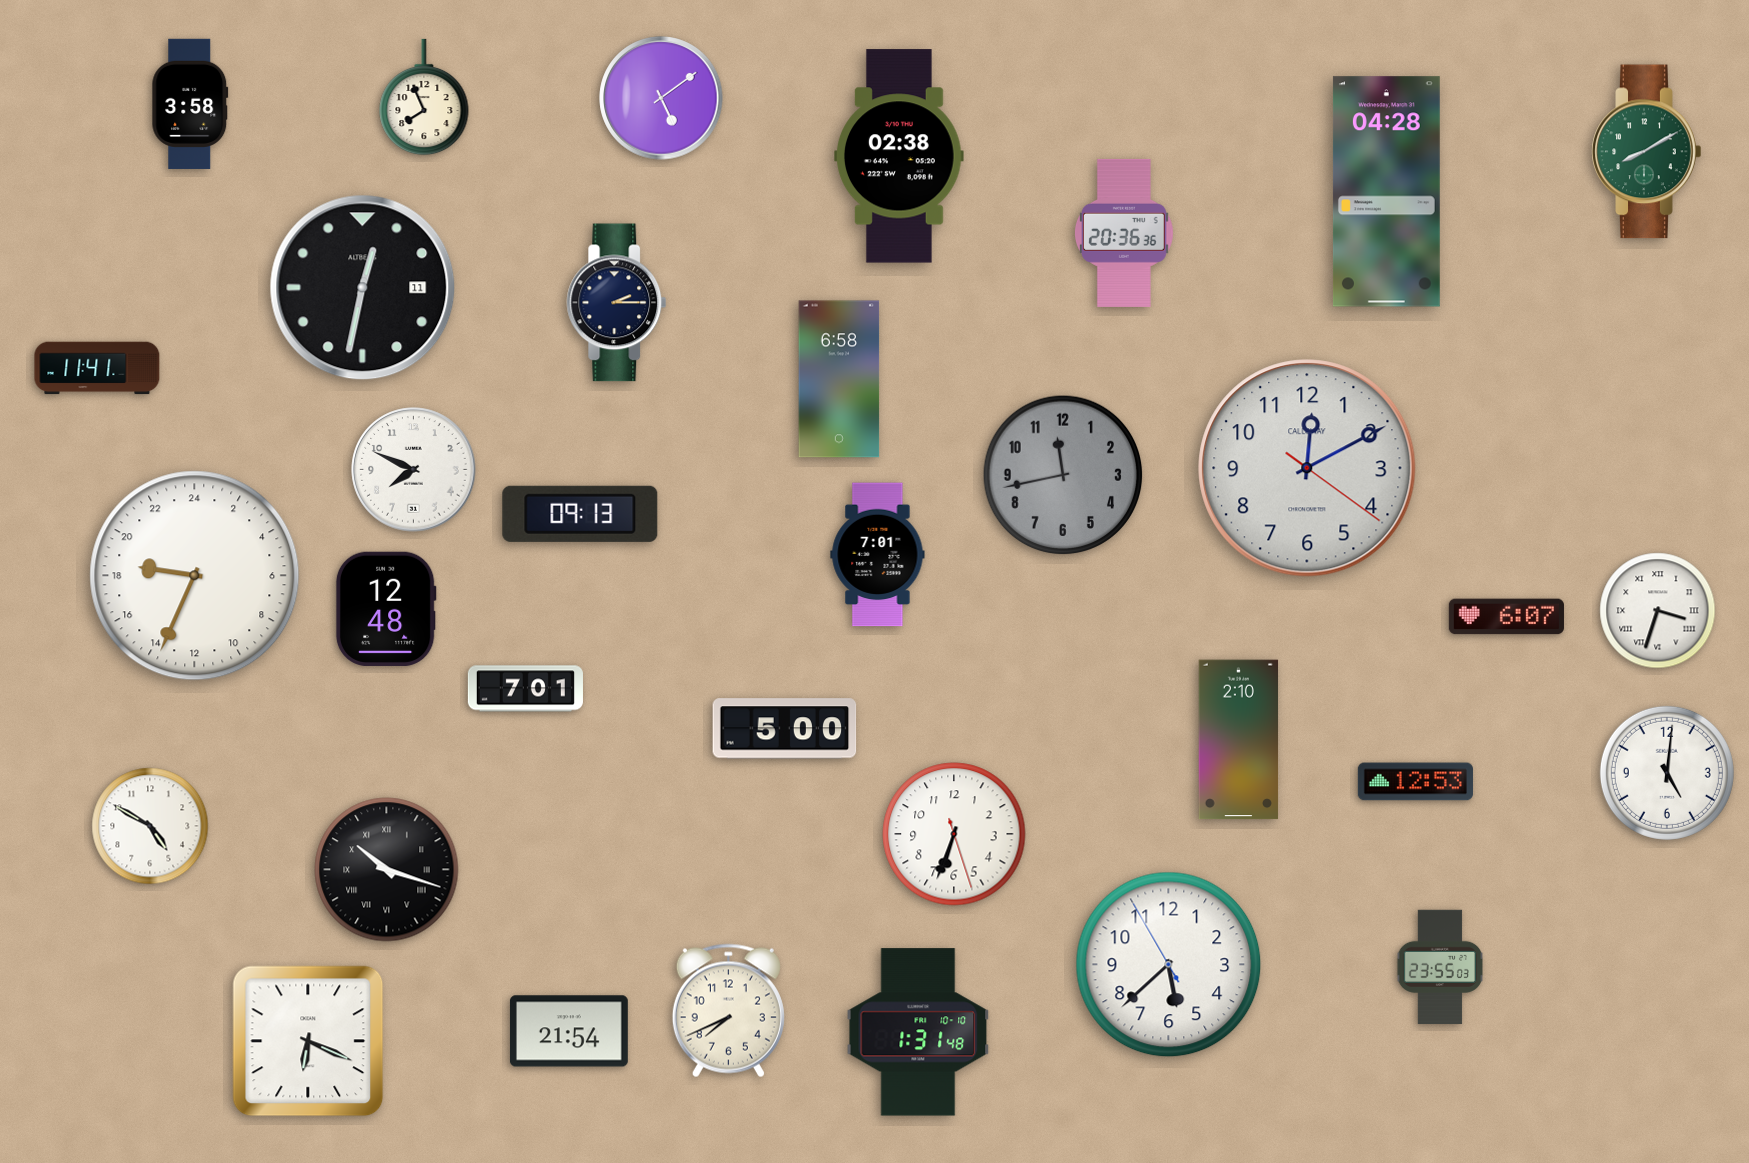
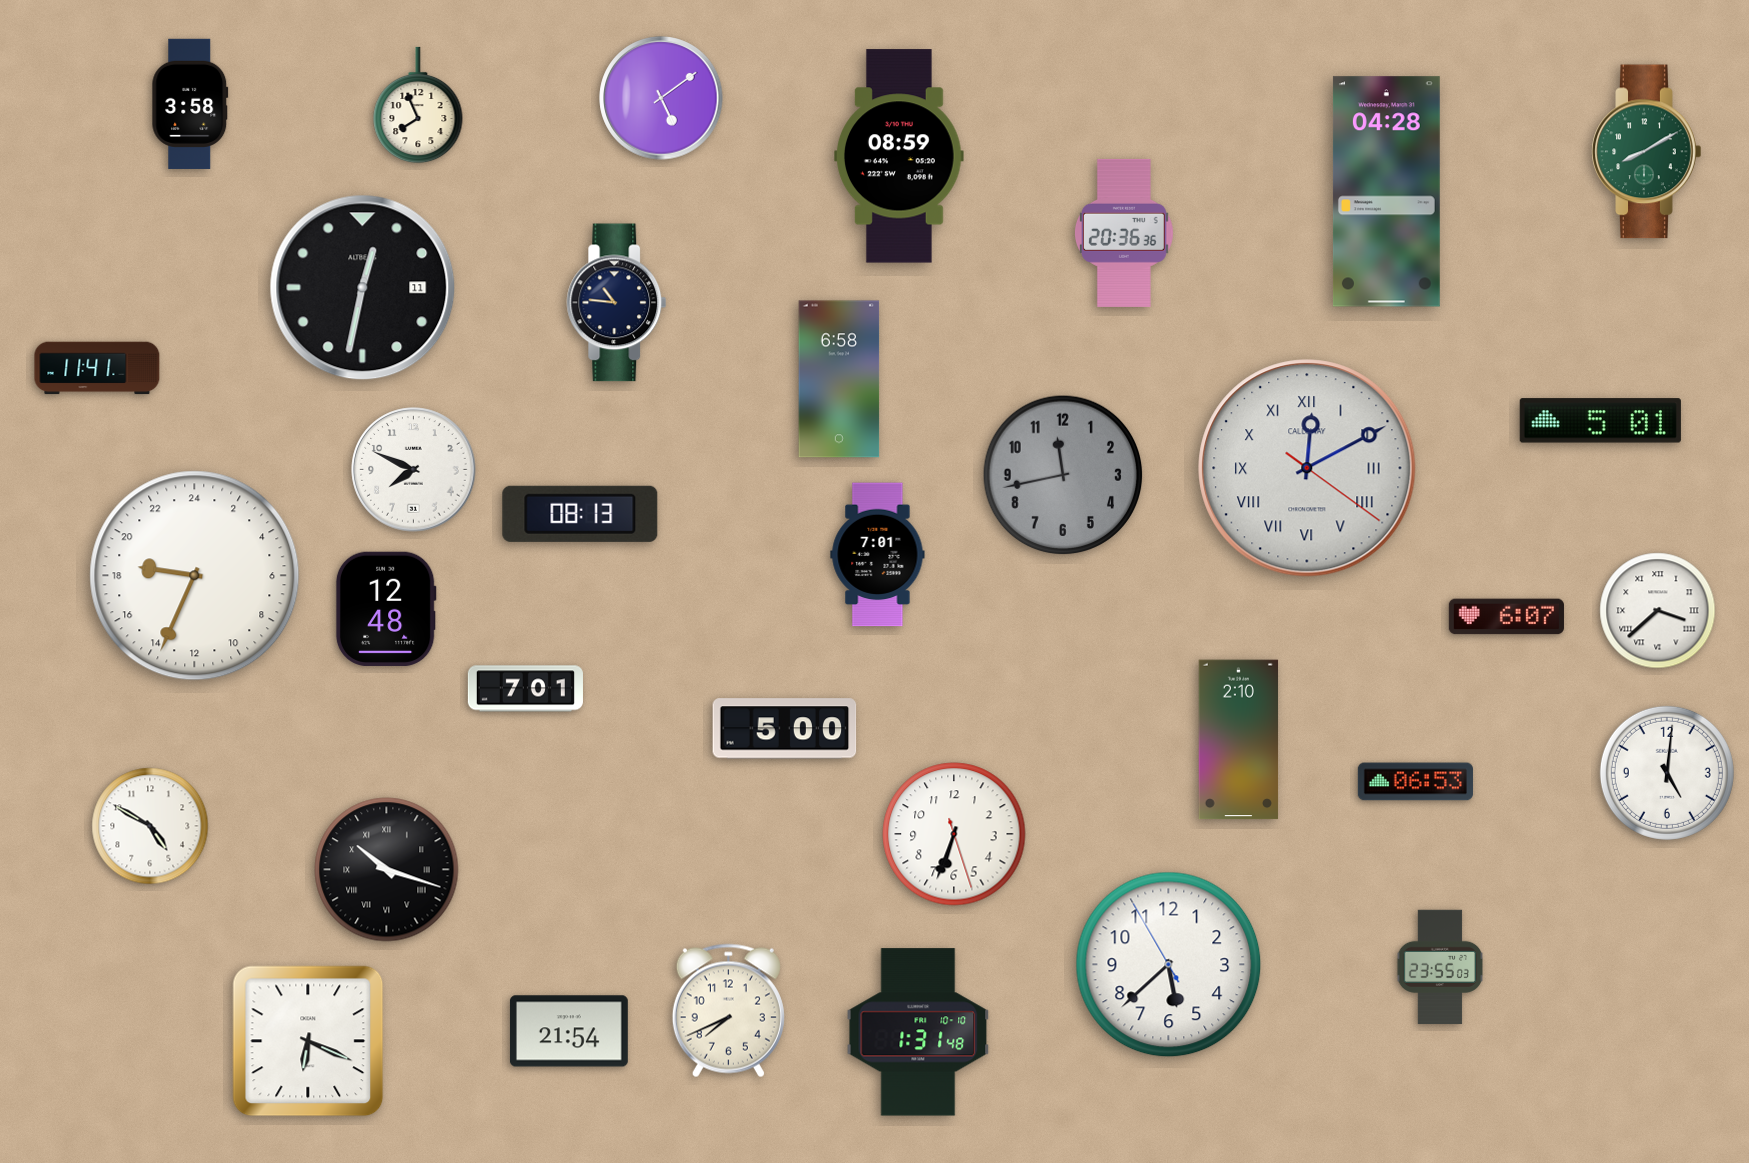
clock at (424, 97) position: (424, 97) -> (418, 105)
clock at (900, 156): 02:38 -> 08:59
clock at (617, 303): 2:15 -> 10:46
clock at (1600, 421): none -> 5:01
clock at (1307, 468) numerals: Arabic -> Roman
clock at (580, 514): 09:13 -> 08:13
clock at (1658, 611): 3:33 -> 3:38
clock at (1415, 782): 12:53 -> 06:53
